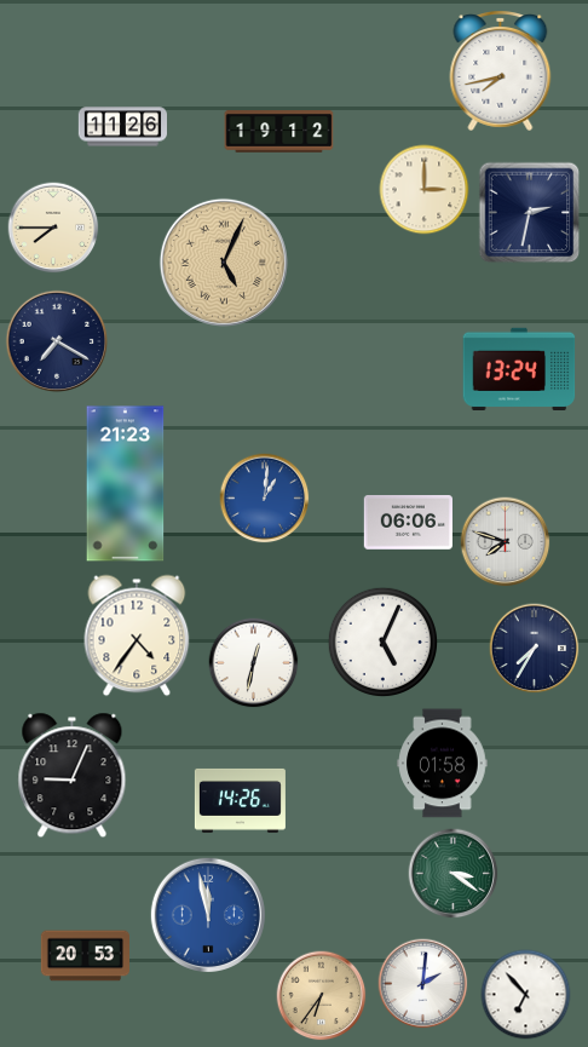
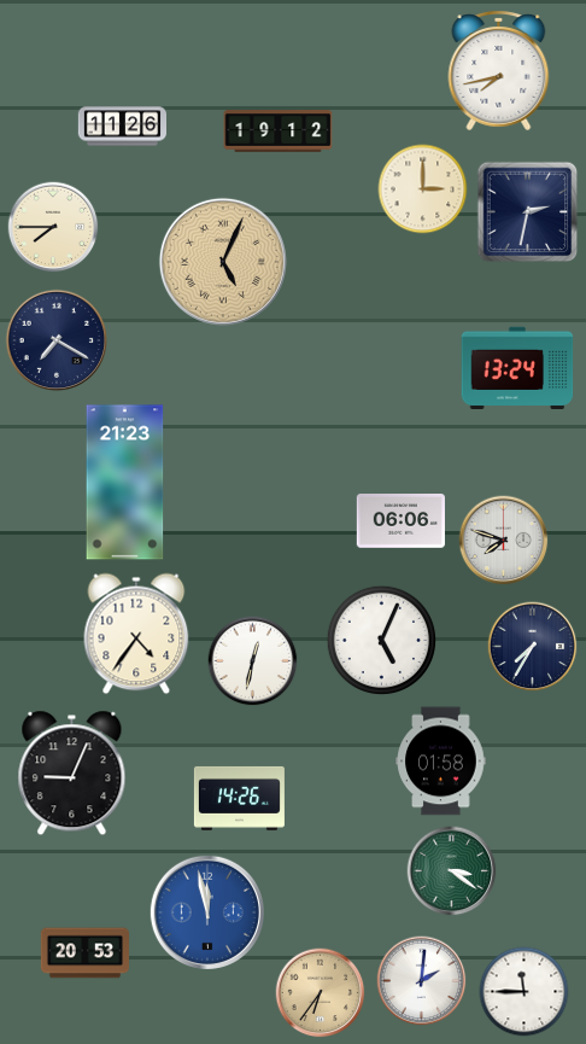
clock at (265, 499): 1:01 -> none
clock at (408, 523) position: (408, 523) -> (400, 521)
clock at (526, 995): 6:53 -> 11:45
